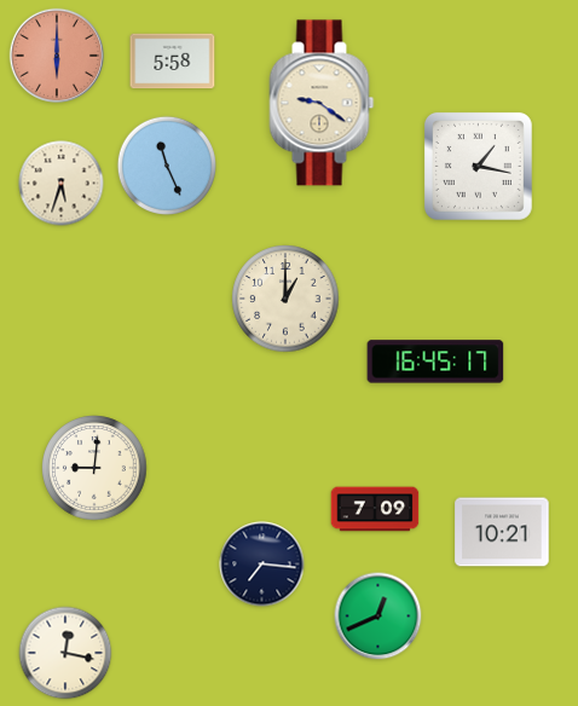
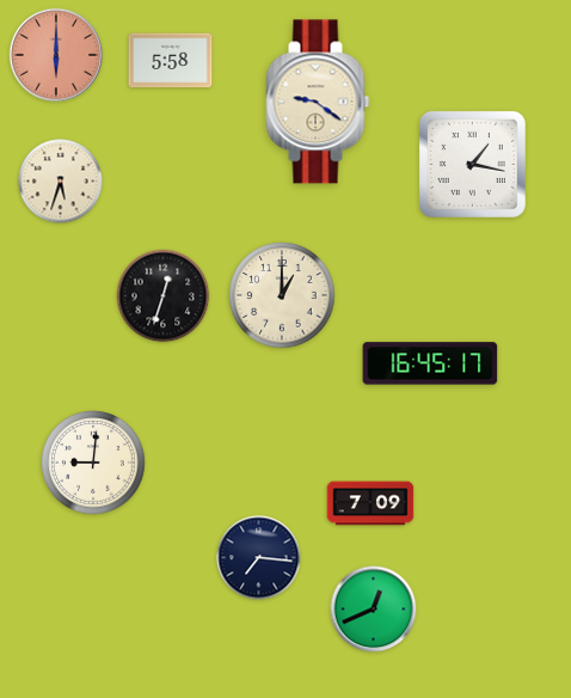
clock at (166, 164): 11:26 -> none
clock at (164, 296): none -> 12:33
clock at (435, 361) position: (435, 361) -> (430, 363)
clock at (502, 532): 10:21 -> none
clock at (65, 653): 12:17 -> none
